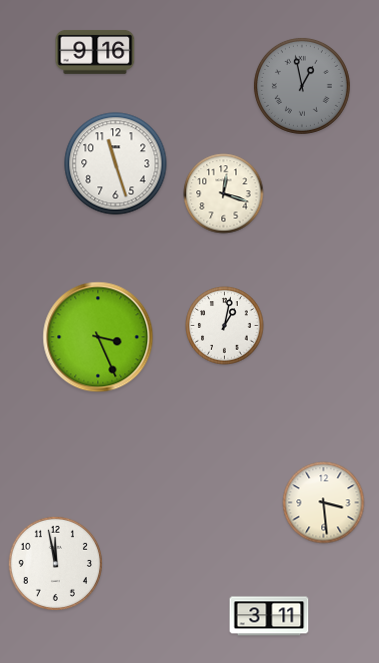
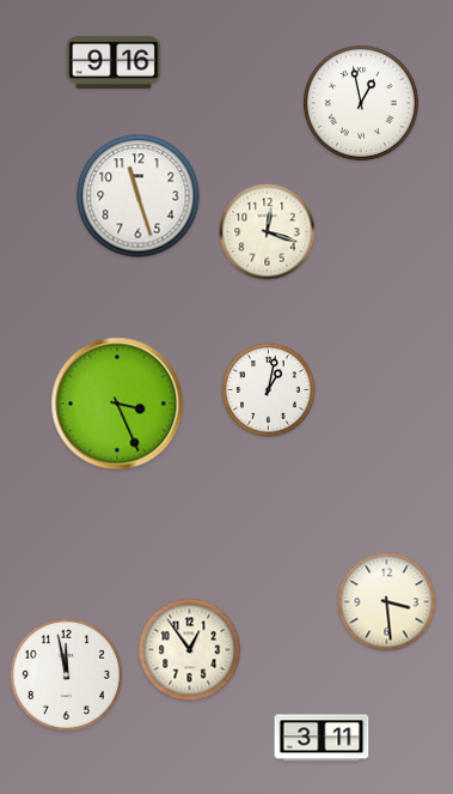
clock at (302, 86) dial: grey -> white
clock at (190, 650): none -> 12:54
